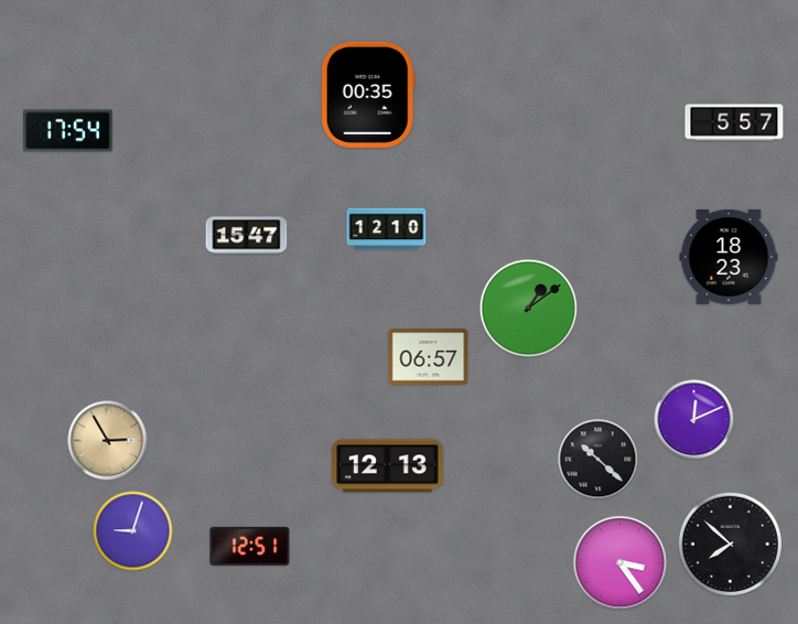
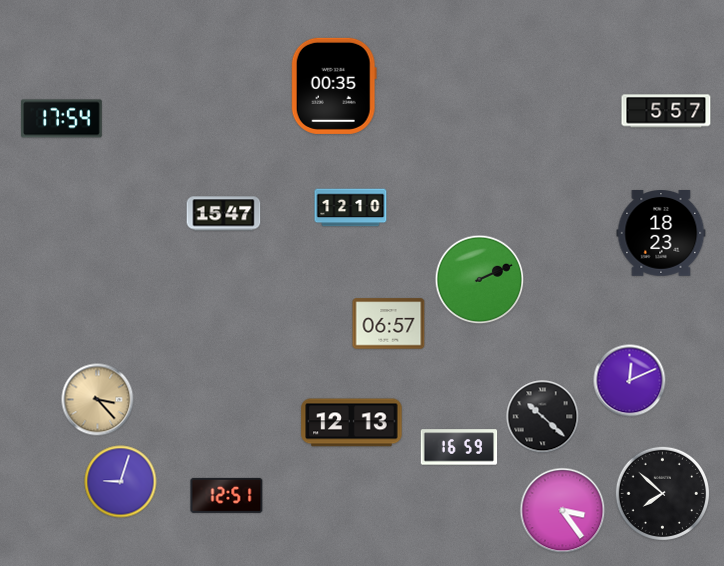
clock at (529, 309): 1:09 -> 2:11
clock at (108, 441): 2:55 -> 3:23
clock at (459, 447): none -> 16:59
